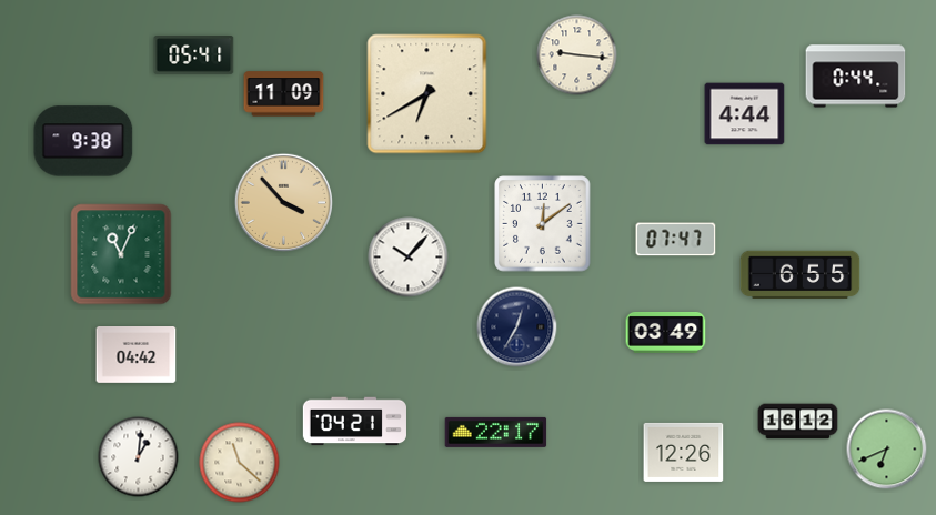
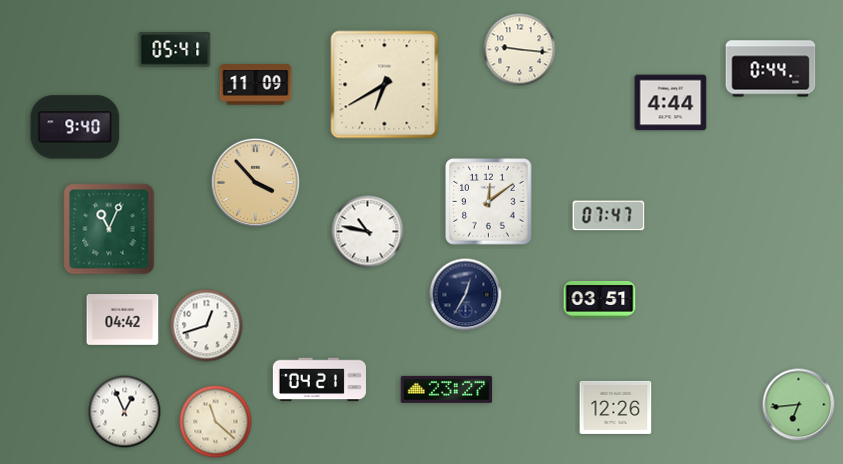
clock at (83, 141): 9:38 -> 9:40
clock at (409, 257): 10:07 -> 10:47
clock at (801, 275): 6:55 -> none
clock at (666, 332): 03:49 -> 03:51
clock at (207, 326): none -> 12:42
clock at (798, 422): 16:12 -> none
clock at (496, 432): 22:17 -> 23:27
clock at (887, 450): 6:41 -> 6:44
clock at (139, 457): 1:01 -> 12:56
clock at (240, 463) position: (240, 463) -> (216, 422)
